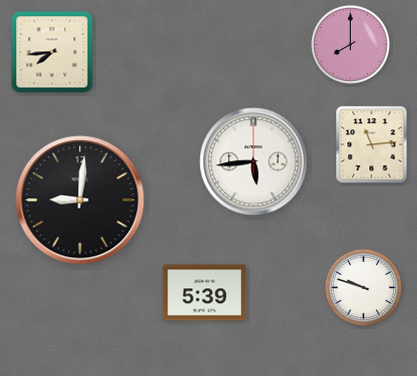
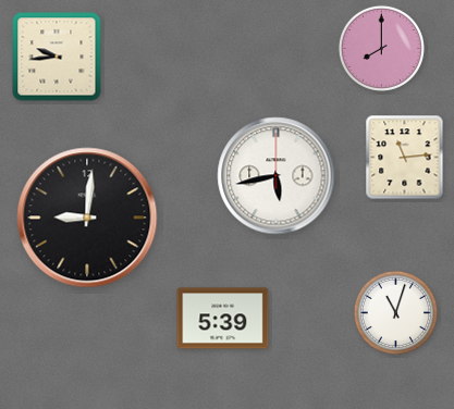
clock at (52, 52): 7:44 -> 9:44
clock at (254, 162): 5:44 -> 5:43
clock at (363, 287): 9:48 -> 11:03
